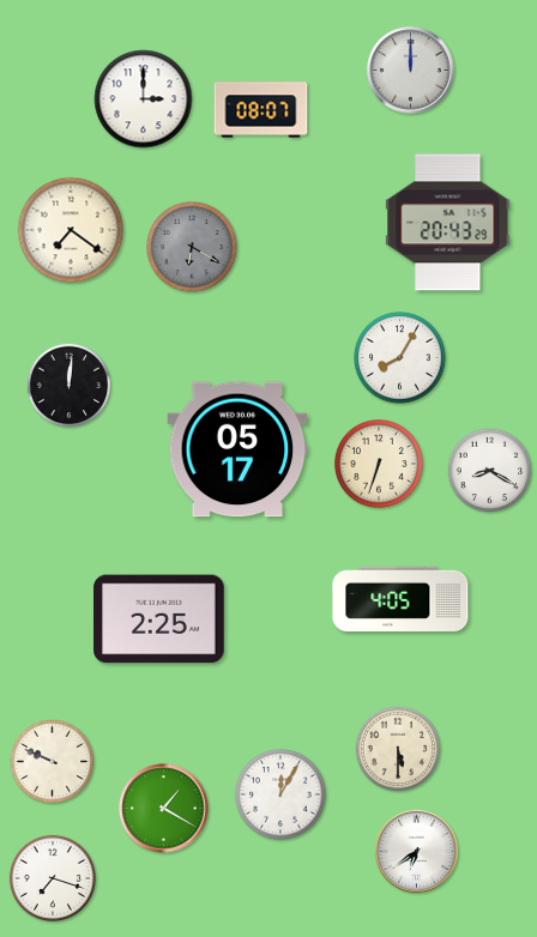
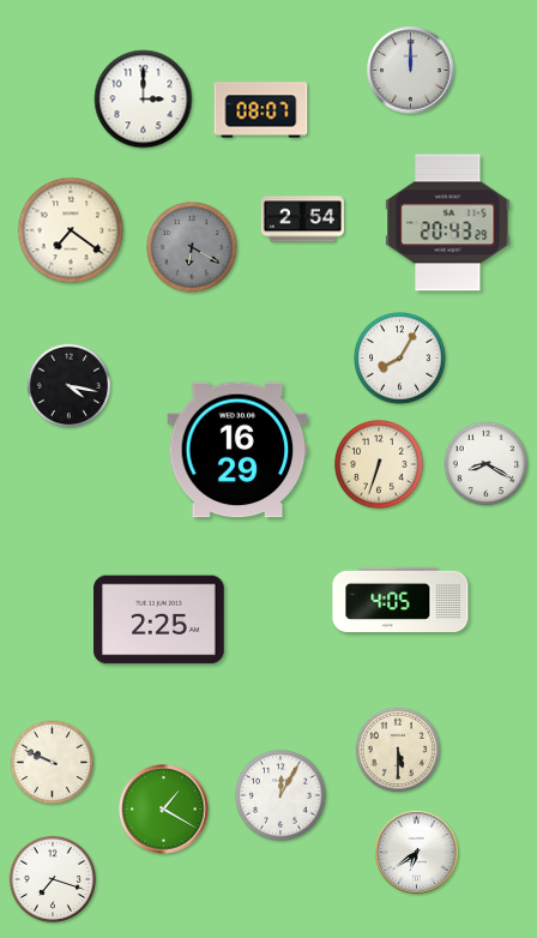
clock at (302, 220): none -> 2:54
clock at (70, 386): 12:01 -> 4:17
clock at (237, 449): 05:17 -> 16:29
clock at (490, 471) position: (490, 471) -> (487, 464)
